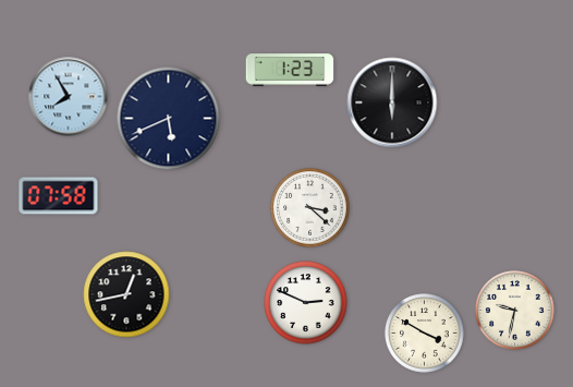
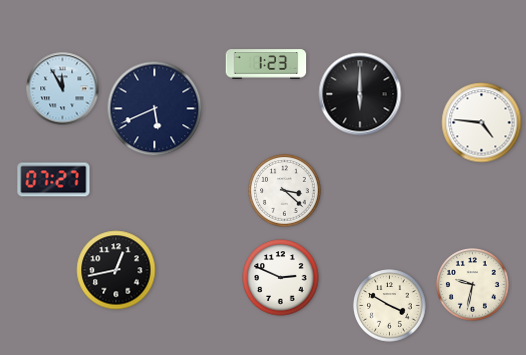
clock at (69, 97): 7:55 -> 11:55
clock at (482, 123): none -> 4:46
clock at (59, 196): 07:58 -> 07:27
